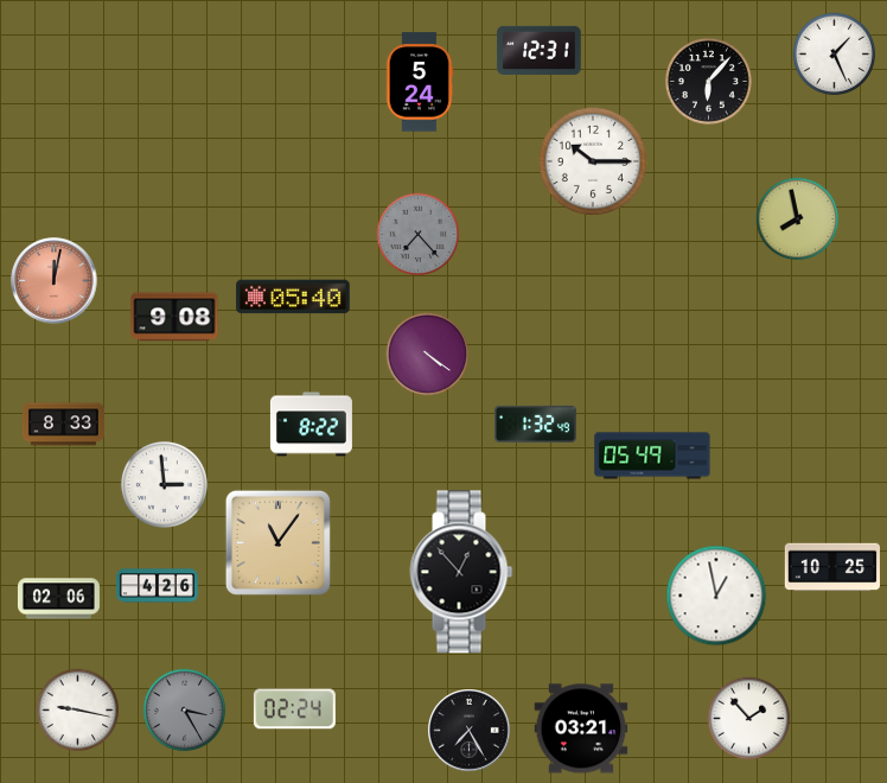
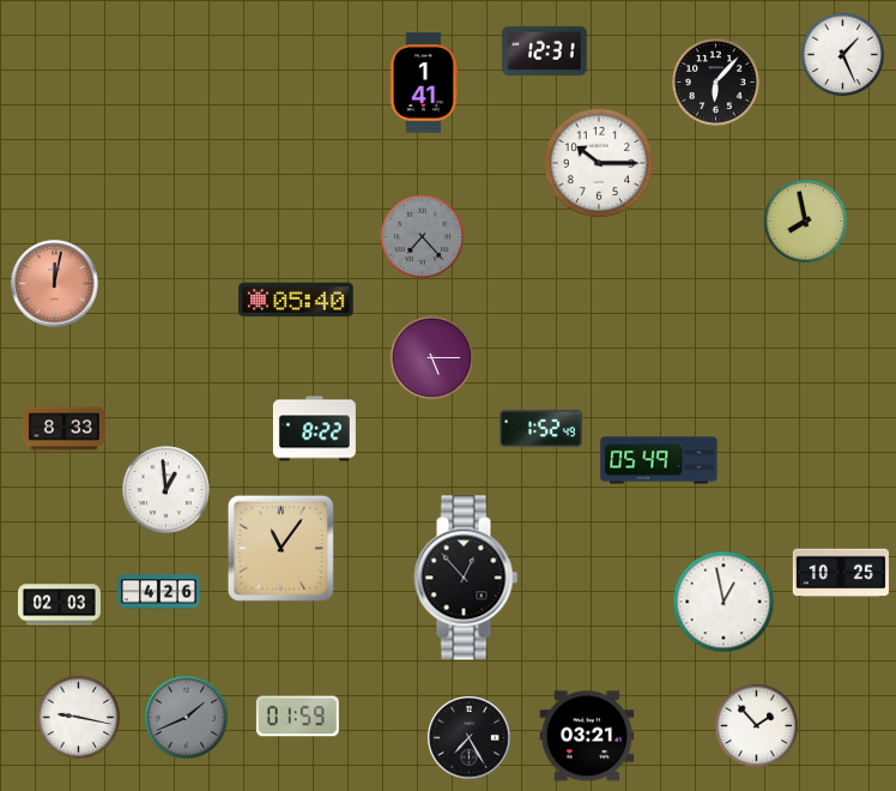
clock at (420, 82): 5:24 -> 1:41
clock at (174, 317): 9:08 -> none
clock at (428, 355): 4:21 -> 5:15
clock at (535, 424): 1:32 -> 1:52
clock at (164, 484): 2:59 -> 12:59
clock at (58, 599): 02:06 -> 02:03
clock at (294, 709): 02:24 -> 01:59
clock at (185, 711): 3:25 -> 1:41
clock at (470, 731) position: (470, 731) -> (470, 738)
